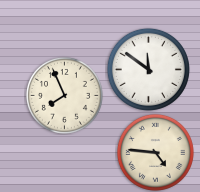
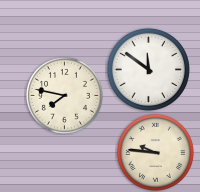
clock at (64, 95): 7:56 -> 7:47
clock at (155, 152): 4:46 -> 9:46
